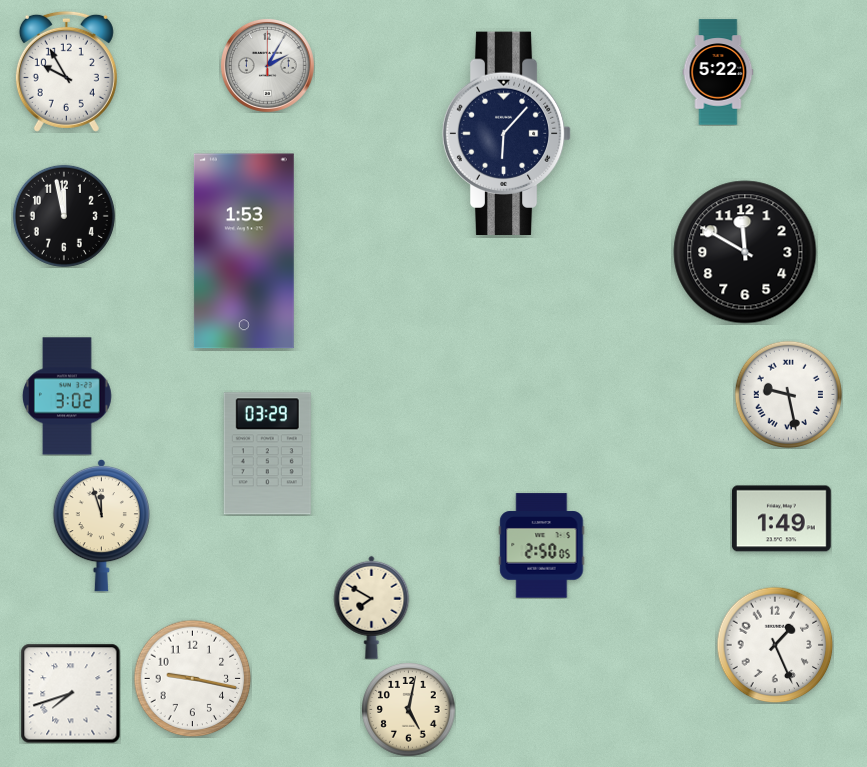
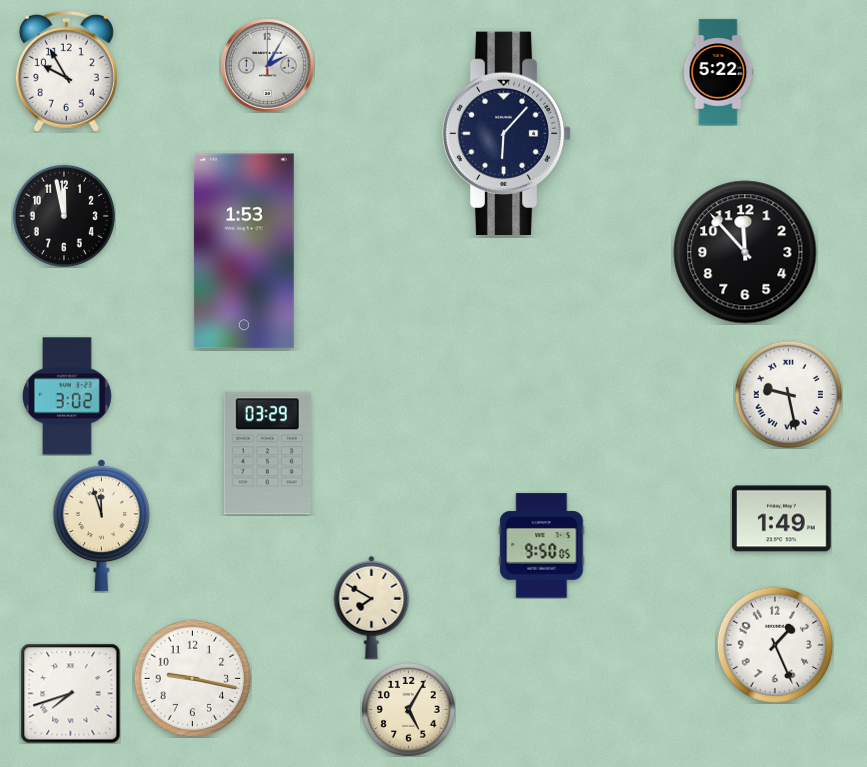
clock at (745, 252): 11:50 -> 11:53
clock at (542, 546): 2:50 -> 9:50
clock at (408, 709): 5:02 -> 5:05
